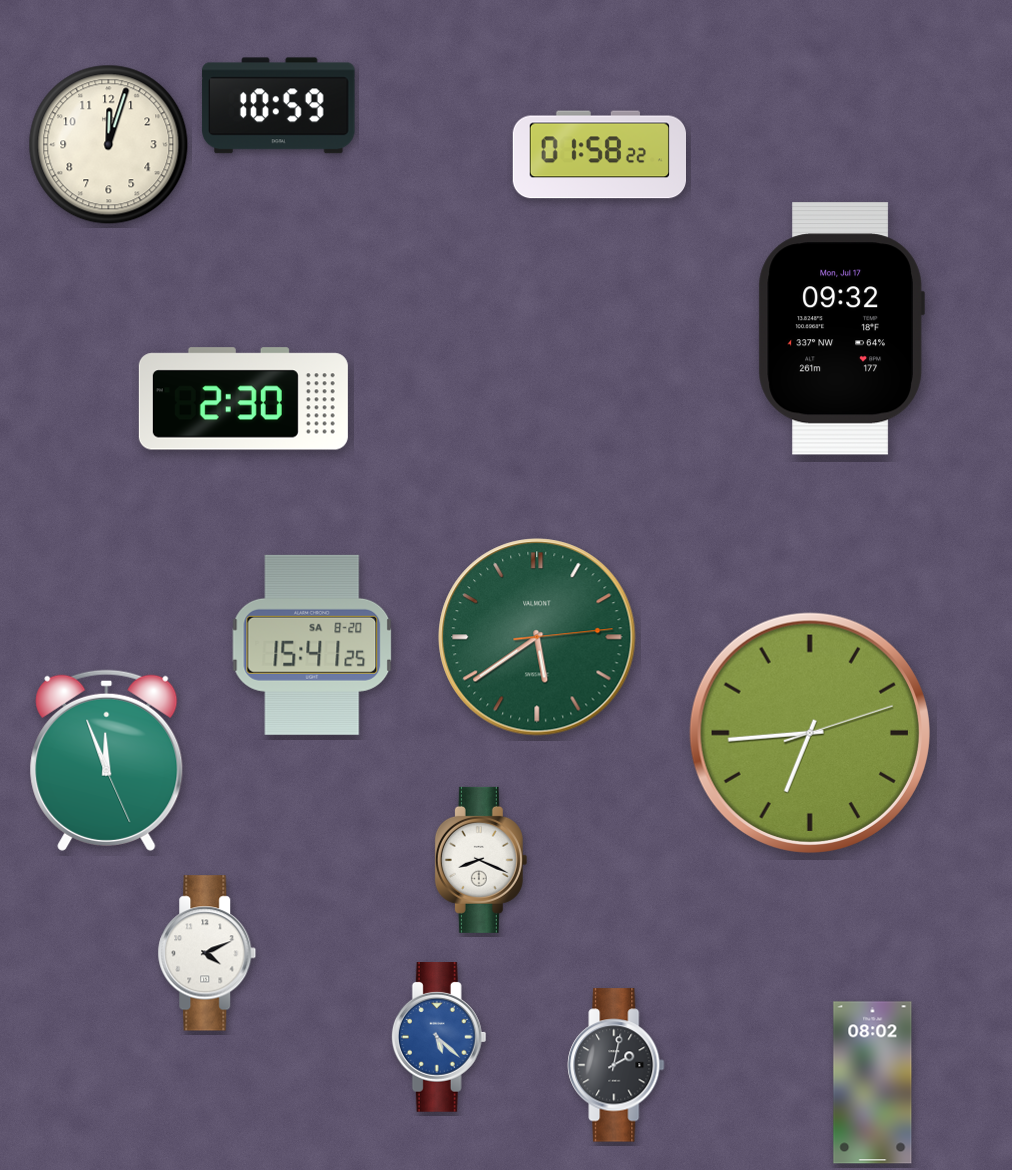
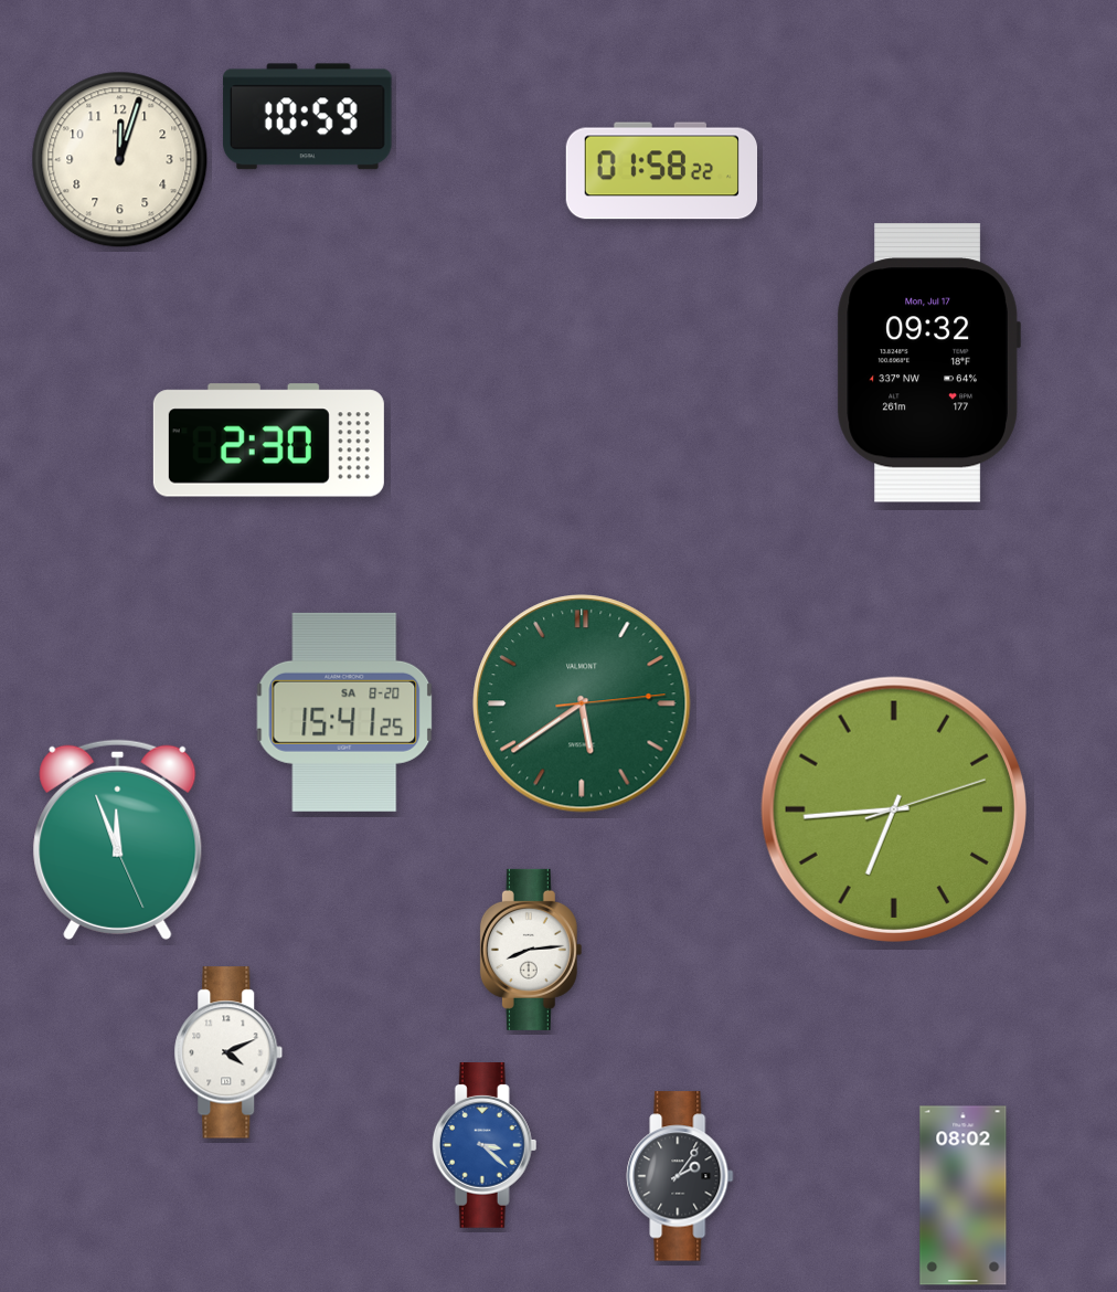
clock at (537, 637) position: (537, 637) -> (582, 703)
clock at (481, 860): 8:19 -> 8:14
clock at (439, 1038): 5:22 -> 3:22
clock at (616, 1065): 2:02 -> 2:06
